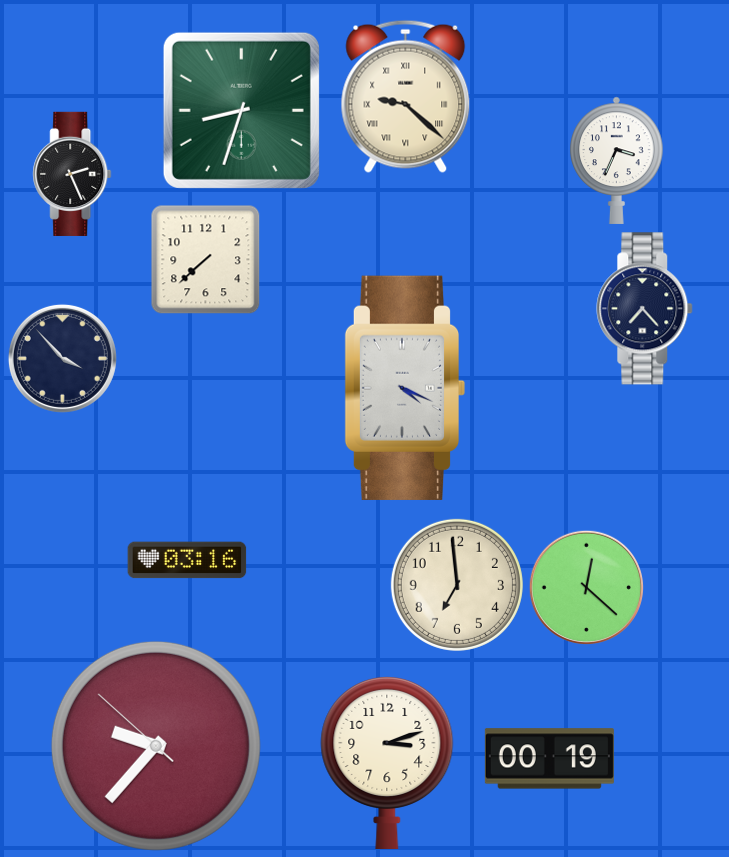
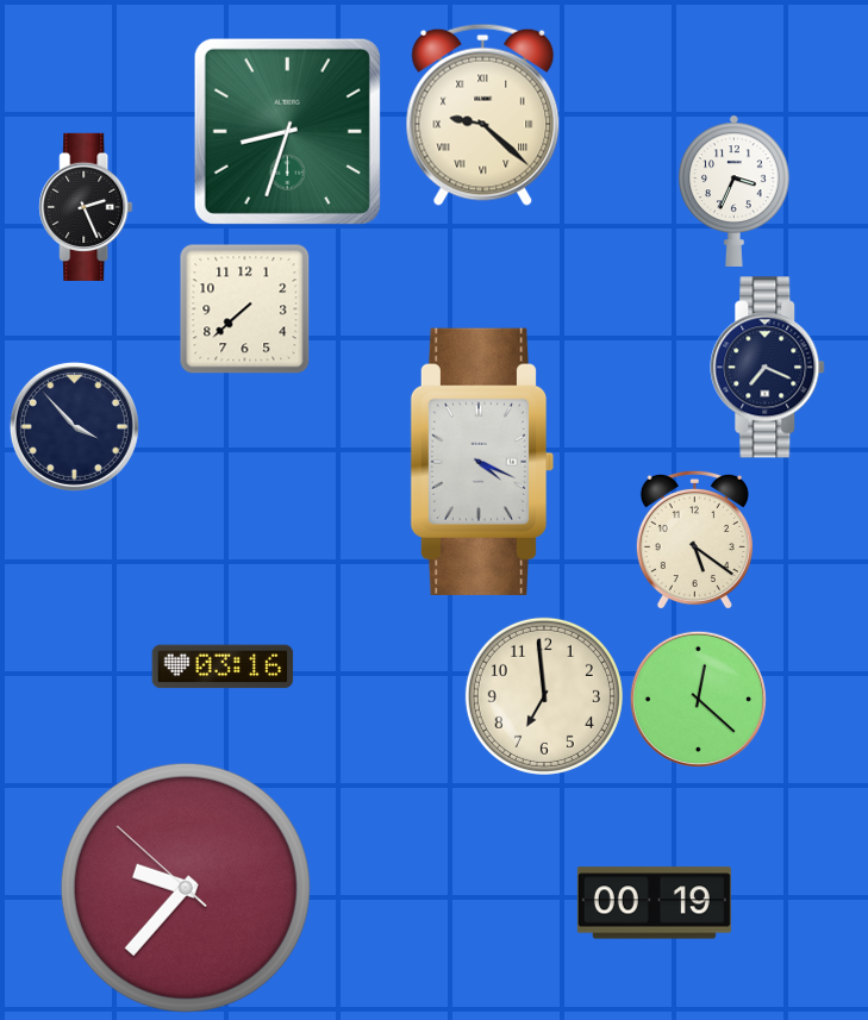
clock at (645, 309): 7:23 -> 7:19
clock at (694, 539): none -> 5:21
clock at (387, 762): 3:12 -> none
